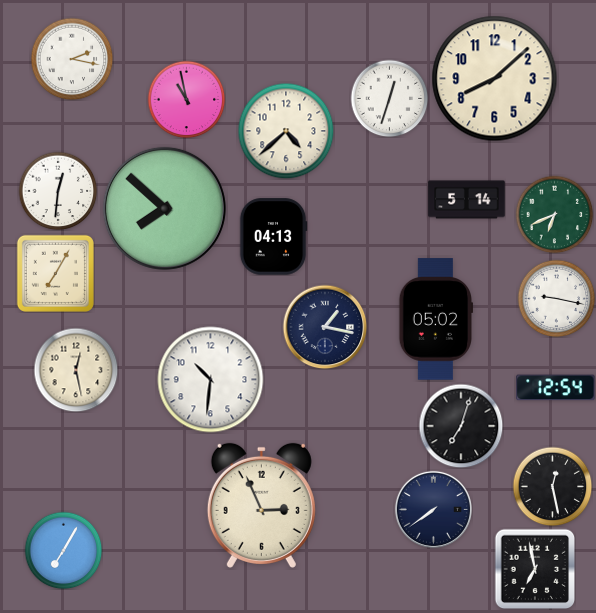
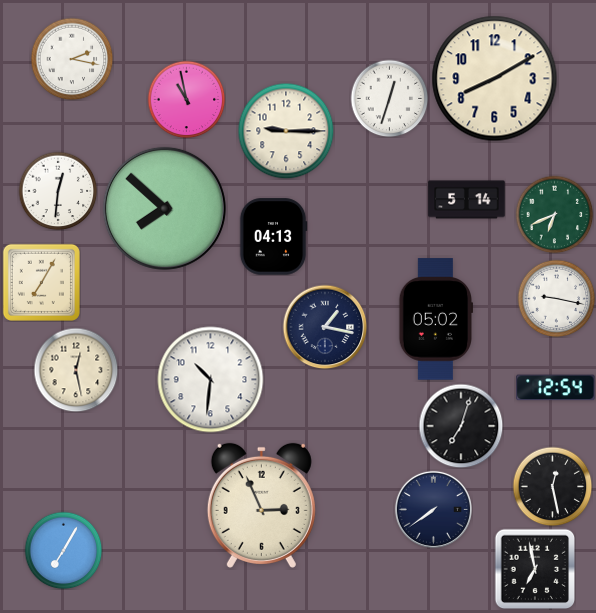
clock at (495, 79): 8:08 -> 8:10
clock at (286, 131): 4:38 -> 9:15
clock at (55, 273) position: (55, 273) -> (41, 282)
